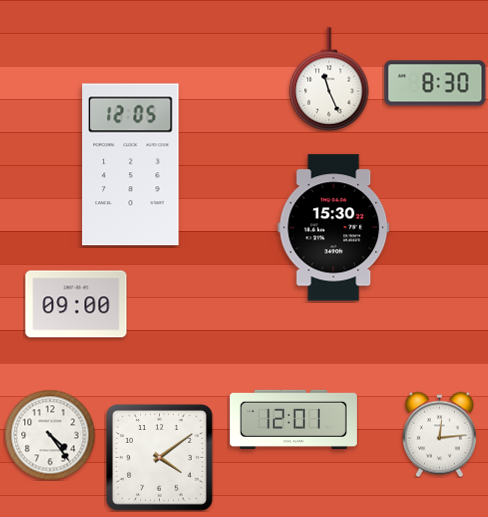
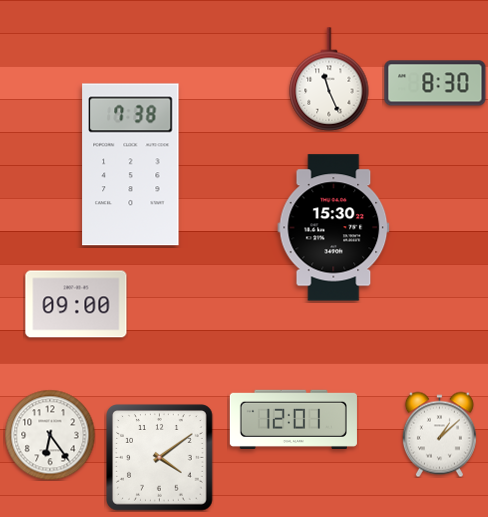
clock at (131, 165): 12:05 -> 7:38
clock at (439, 434): 12:14 -> 1:08
clock at (50, 435): 4:24 -> 6:24
